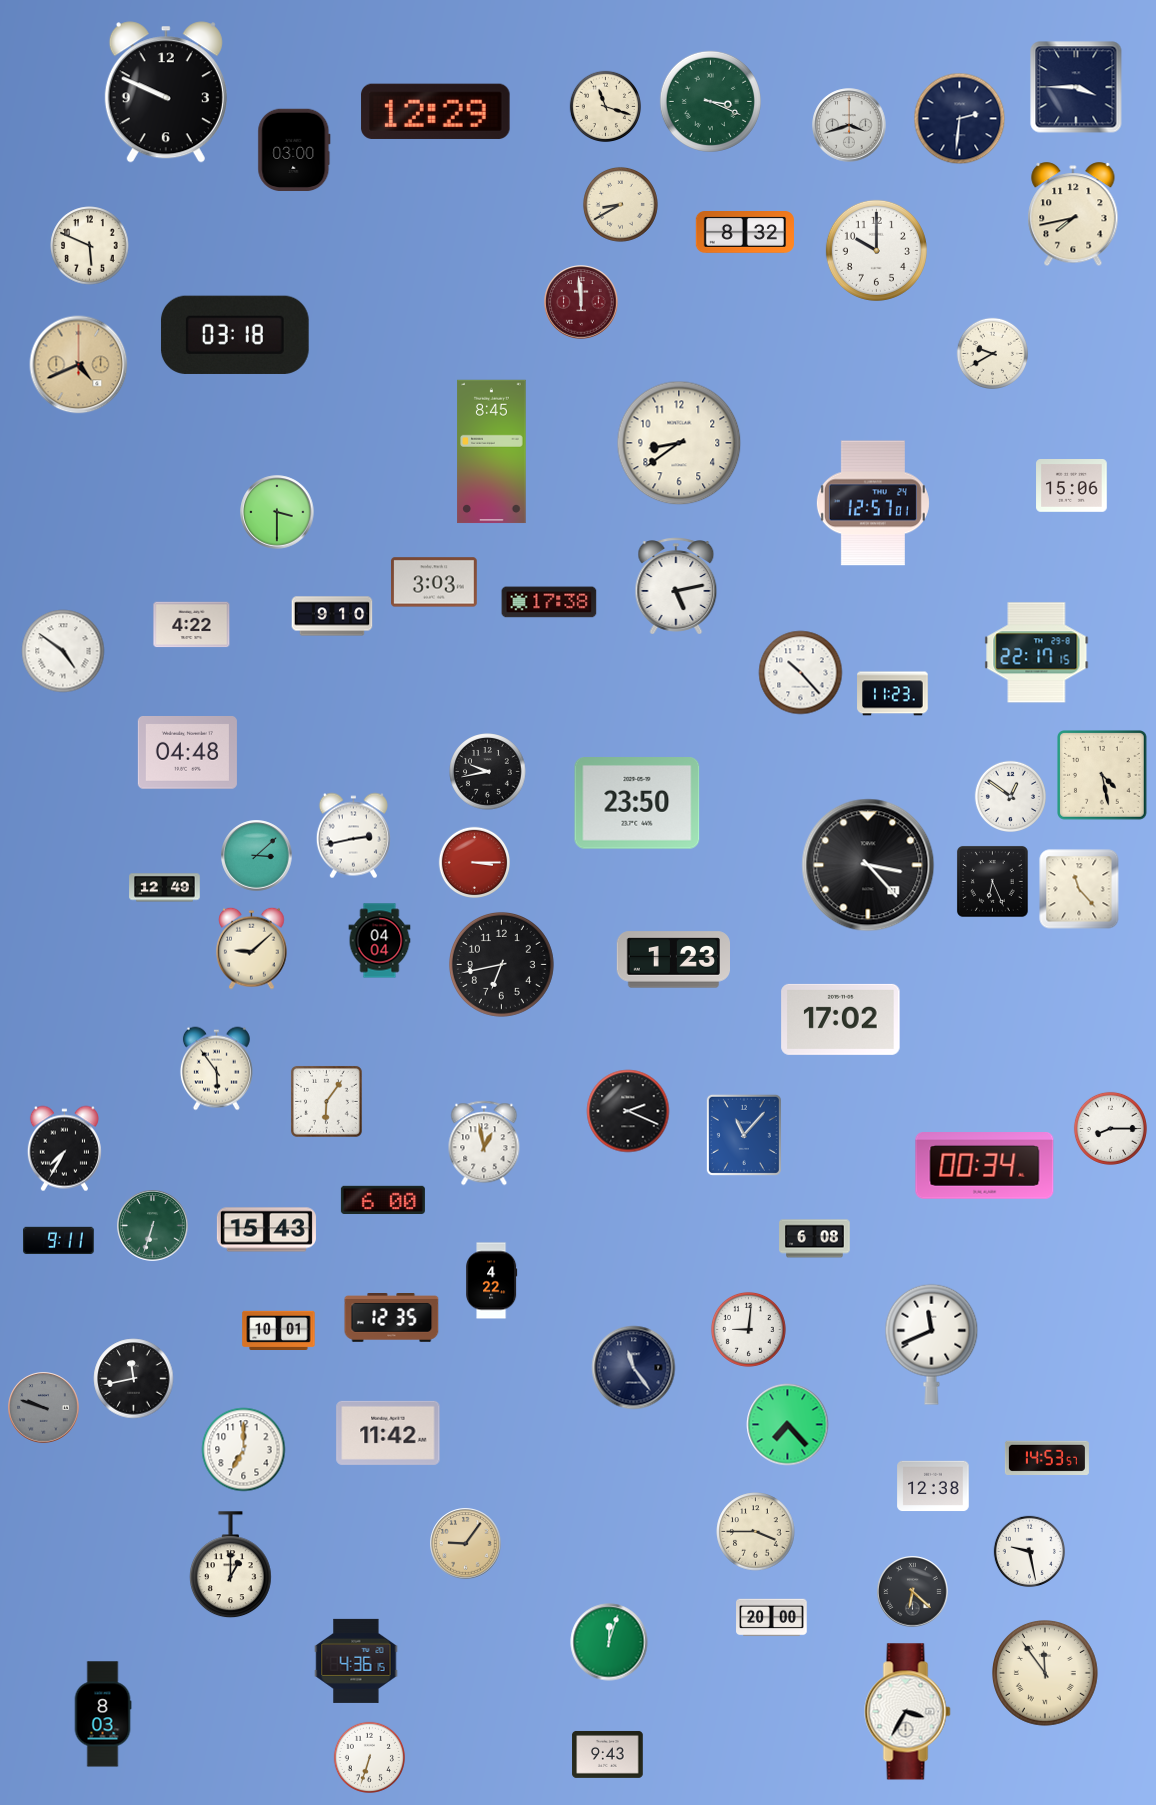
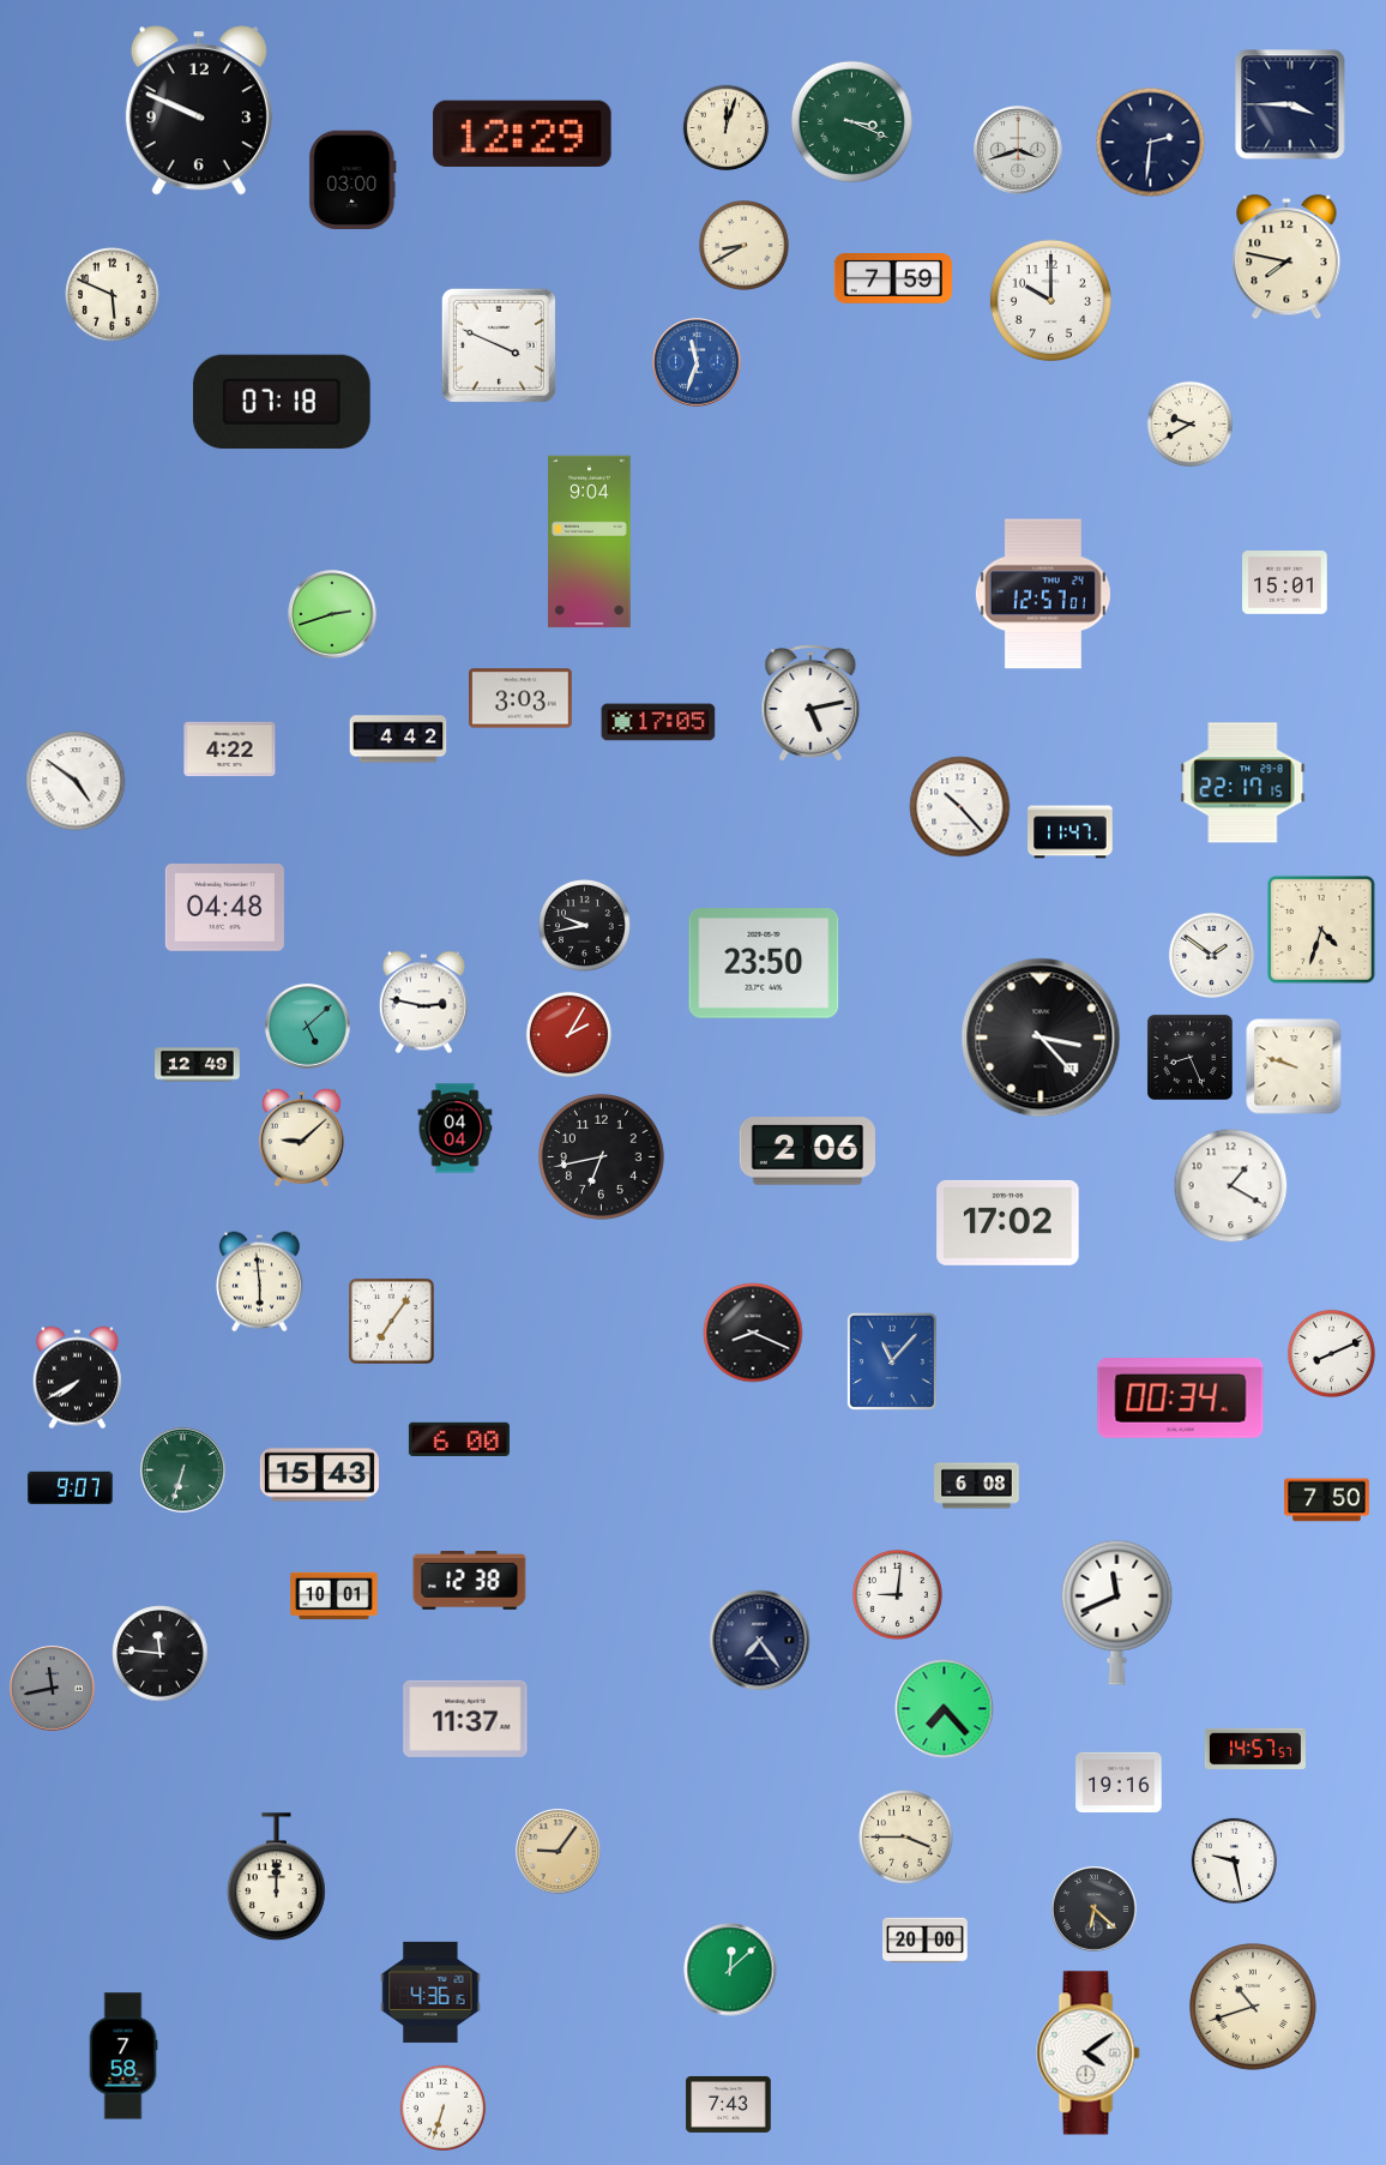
clock at (605, 106): 11:18 -> 12:03
clock at (1073, 215): 7:43 -> 7:47
clock at (745, 233): 8:32 -> 7:59
clock at (90, 246) position: (90, 246) -> (113, 295)
clock at (499, 345): none -> 3:49
clock at (581, 302): 11:59 -> 11:33
clock at (581, 302) dial: burgundy -> blue
clock at (235, 335): 03:18 -> 07:18
clock at (79, 365): 4:41 -> none
clock at (679, 443): 8:39 -> none
clock at (492, 452): 8:45 -> 9:04
clock at (1072, 486): 15:06 -> 15:01
clock at (873, 503) position: (873, 503) -> (1043, 594)
clock at (277, 512): 3:30 -> 2:42
clock at (549, 602): 17:38 -> 17:05
clock at (332, 616): 9:10 -> 4:42
clock at (893, 694): 11:23 -> 11:47
clock at (187, 753) position: (187, 753) -> (224, 908)
clock at (1103, 776): 4:28 -> 4:33
clock at (1010, 796): 12:51 -> 1:51
clock at (353, 836): 2:43 -> 2:47
clock at (257, 856): 3:08 -> 5:08
clock at (474, 862): 3:15 -> 2:05
clock at (992, 881): 6:26 -> 8:26
clock at (1079, 889): 11:23 -> 9:48
clock at (673, 960): 1:23 -> 2:06
clock at (1231, 1186): none -> 1:20
clock at (216, 1069): 5:54 -> 5:59
clock at (326, 1101): 6:06 -> 7:06
clock at (628, 1111): 2:19 -> 8:19
clock at (1110, 1128): 8:15 -> 8:11
clock at (484, 1143): 12:58 -> none
clock at (64, 1149): 7:35 -> 7:40
clock at (59, 1240): 9:11 -> 9:07
clock at (1327, 1501): none -> 7:50
clock at (492, 1281): 4:22 -> none
clock at (392, 1318): 12:35 -> 12:38
clock at (634, 1368): 11:24 -> 7:24
clock at (134, 1379): 11:43 -> 11:46
clock at (44, 1408): 9:48 -> 11:43
clock at (388, 1433): 11:42 -> 11:37
clock at (244, 1450): 7:00 -> none
clock at (1047, 1458): 14:53 -> 14:57
clock at (933, 1486): 12:38 -> 19:16
clock at (231, 1565): 1:00 -> 12:00
clock at (609, 1642): 12:03 -> 12:08
clock at (356, 1661) position: (356, 1661) -> (430, 1992)
clock at (1046, 1674): 11:54 -> 10:42
clock at (908, 1712): 3:35 -> 4:09
clock at (103, 1714): 8:03 -> 7:58
clock at (608, 1754): 9:43 -> 7:43
